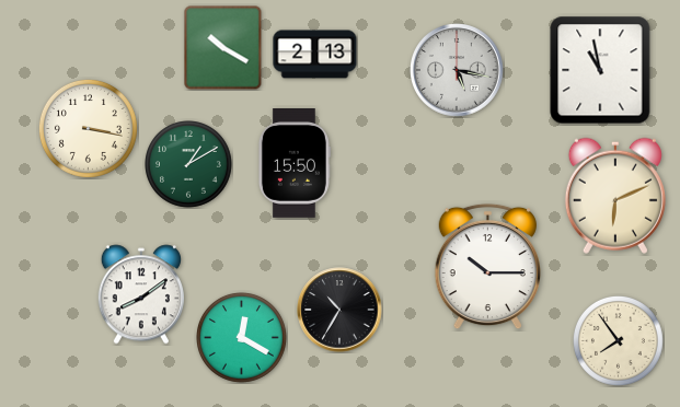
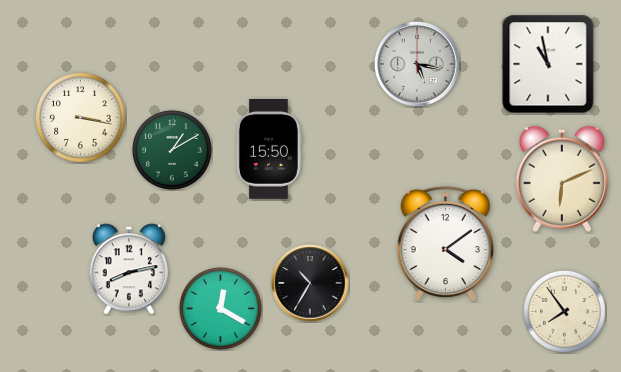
clock at (223, 47): 10:20 -> none
clock at (315, 55): 2:13 -> none
clock at (487, 267): 10:15 -> 4:09
clock at (141, 294): 8:09 -> 8:13
